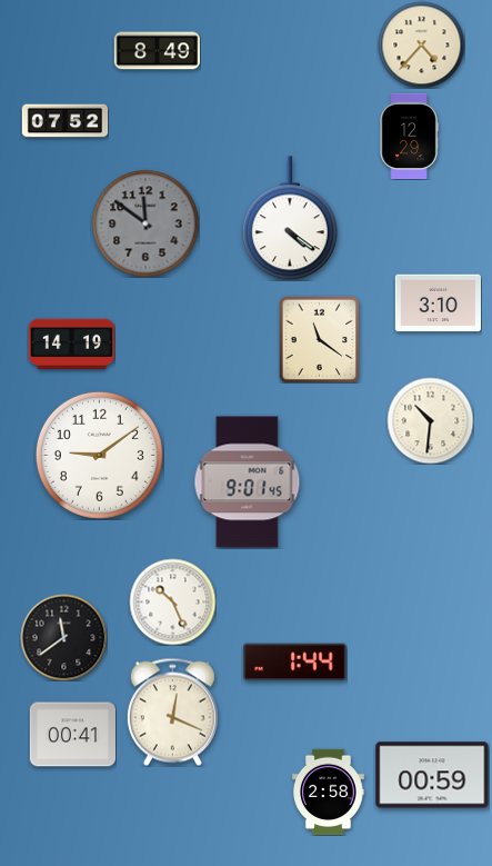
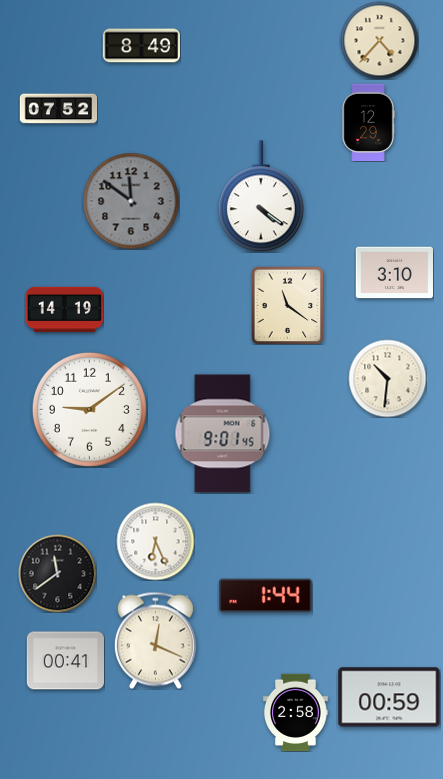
clock at (172, 601): 10:26 -> 6:26
